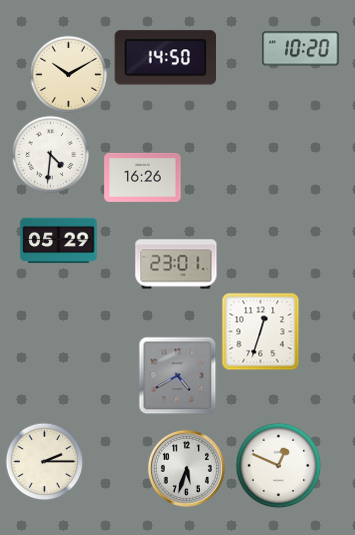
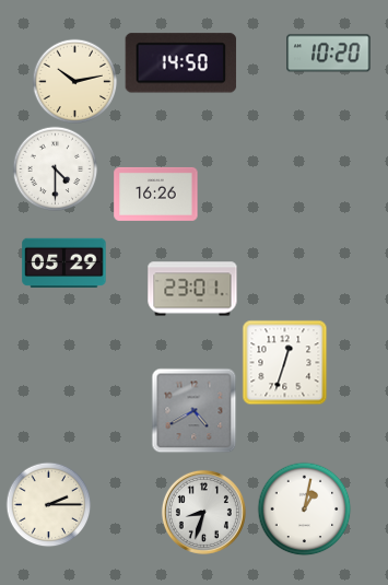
clock at (68, 74): 10:10 -> 10:13
clock at (50, 154): 4:31 -> 4:30
clock at (278, 465): 12:49 -> 1:02
clock at (186, 468): 5:33 -> 8:33
